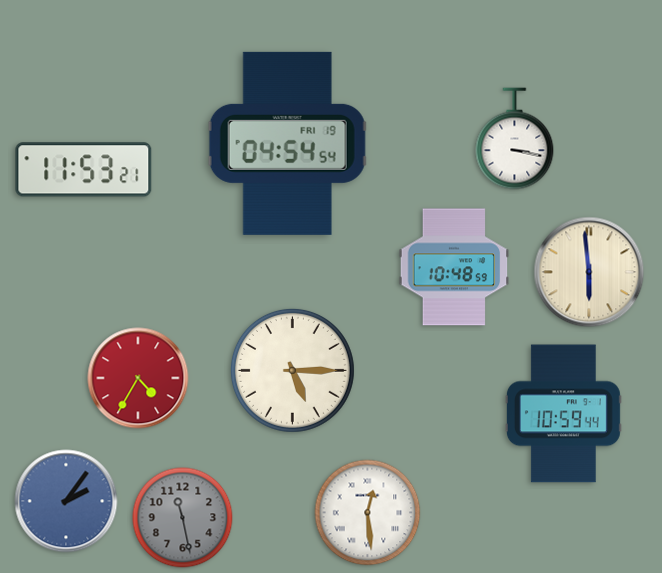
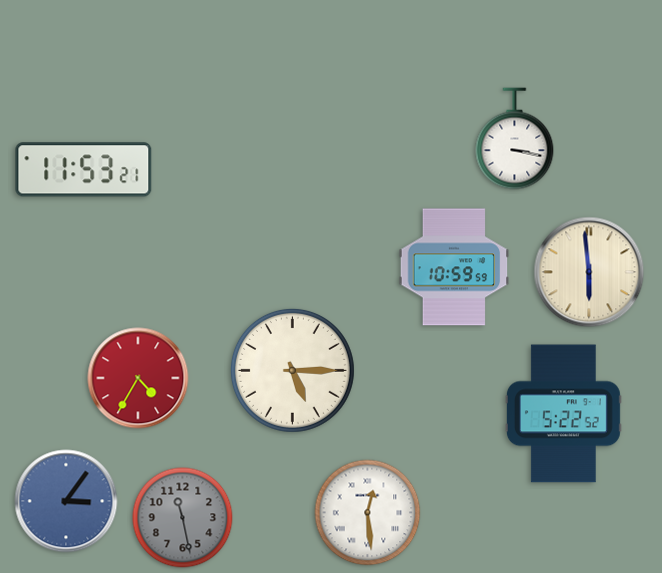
clock at (287, 143): 04:54 -> none
clock at (454, 267): 10:48 -> 10:59
clock at (563, 414): 10:59 -> 5:22
clock at (66, 501): 2:06 -> 3:06
